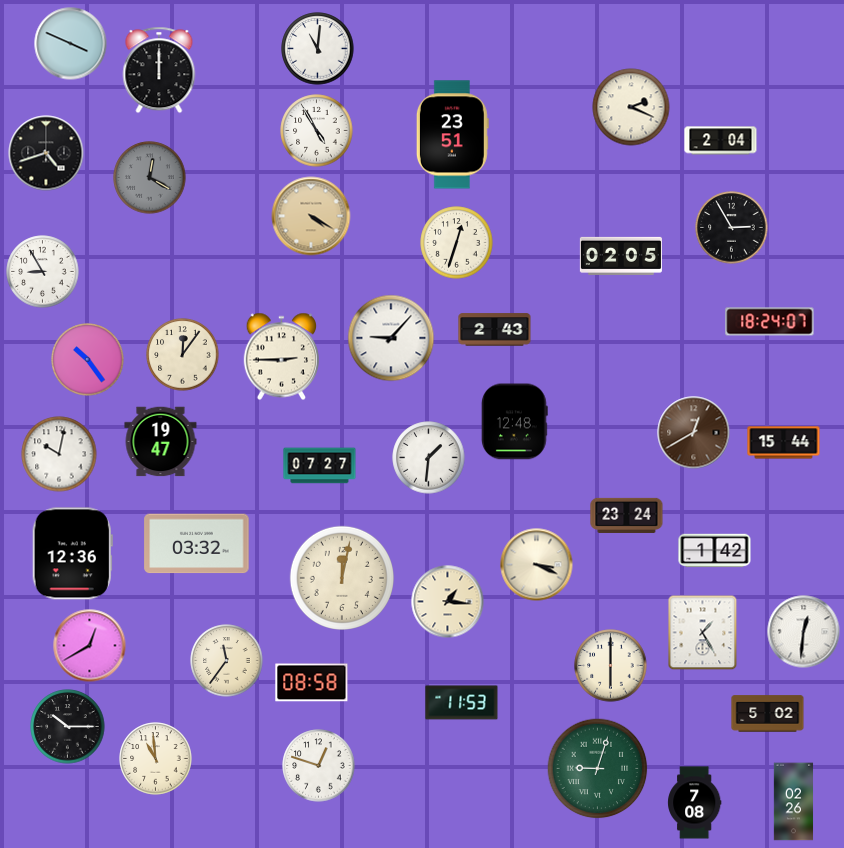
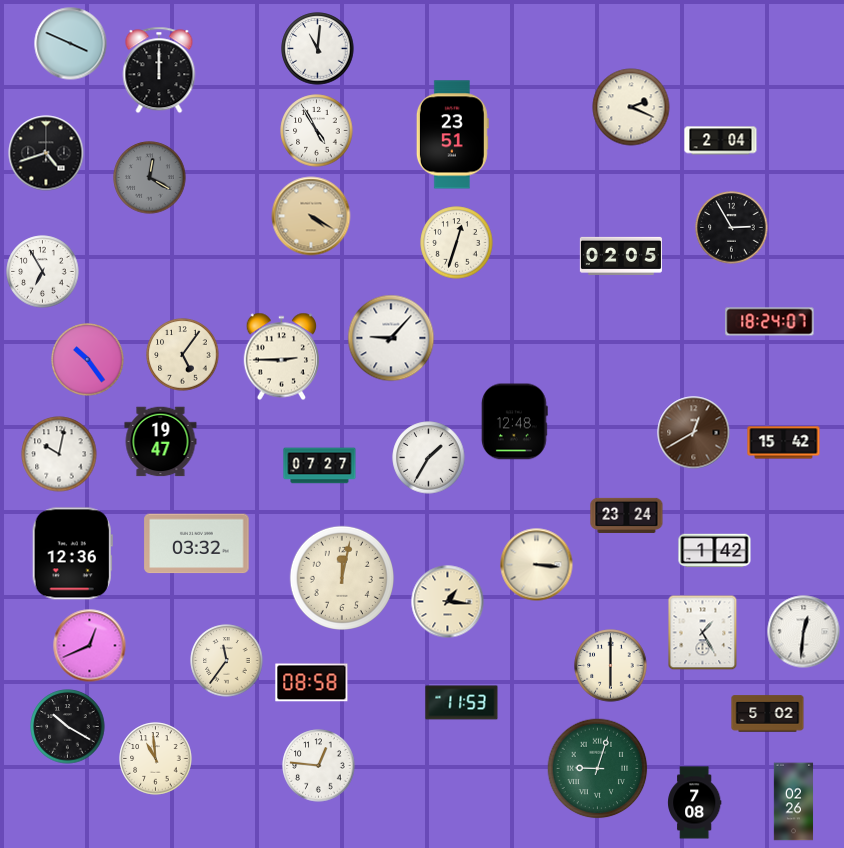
clock at (43, 272): 8:55 -> 6:55
clock at (495, 330): 2:43 -> none
clock at (183, 355): 12:06 -> 5:06
clock at (784, 443): 15:44 -> 15:42
clock at (429, 458): 1:31 -> 1:35
clock at (537, 565): 3:19 -> 3:16
clock at (90, 646): 12:40 -> 12:41
clock at (68, 727): 10:15 -> 10:20
clock at (319, 766): 12:48 -> 12:46
